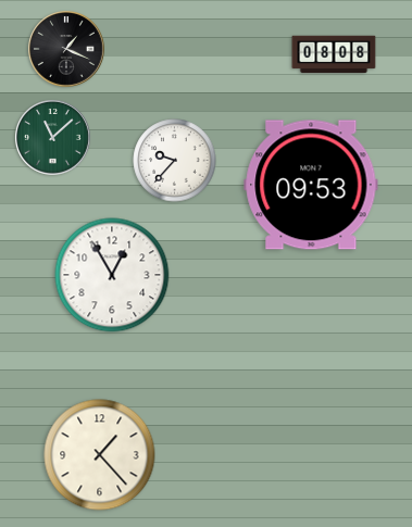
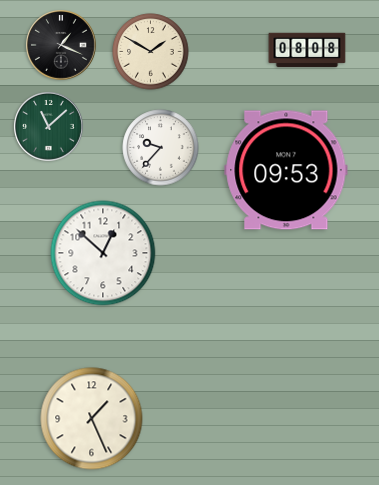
clock at (151, 52): none -> 1:50
clock at (112, 275): 12:55 -> 12:52
clock at (100, 455): 1:23 -> 1:26
